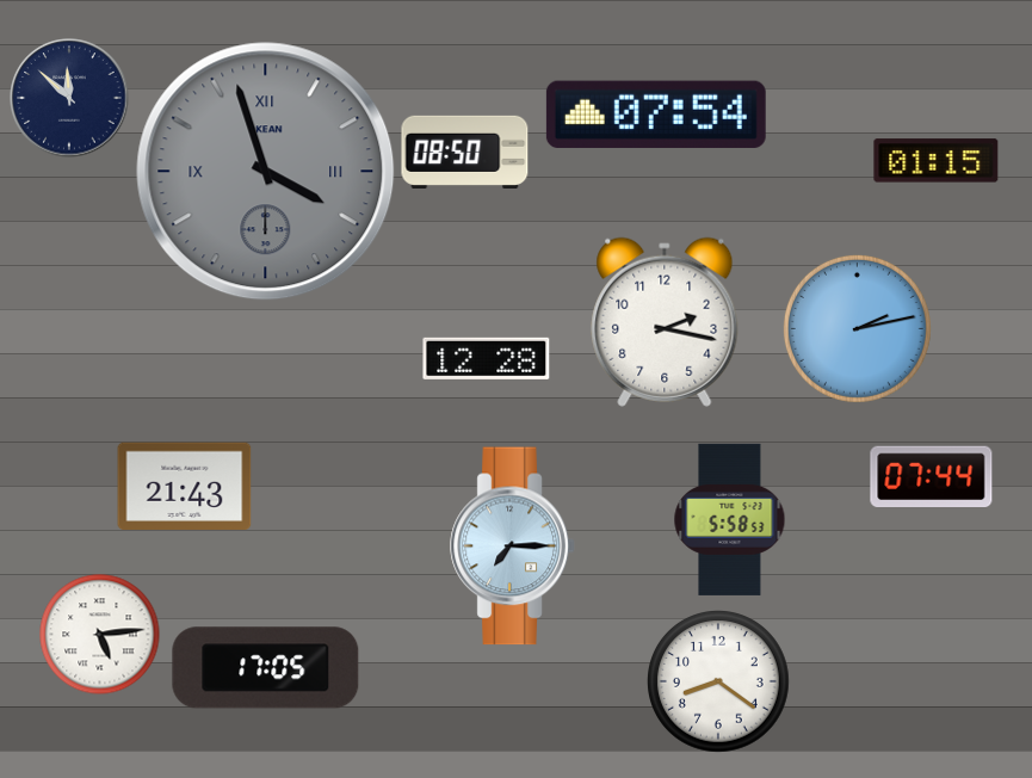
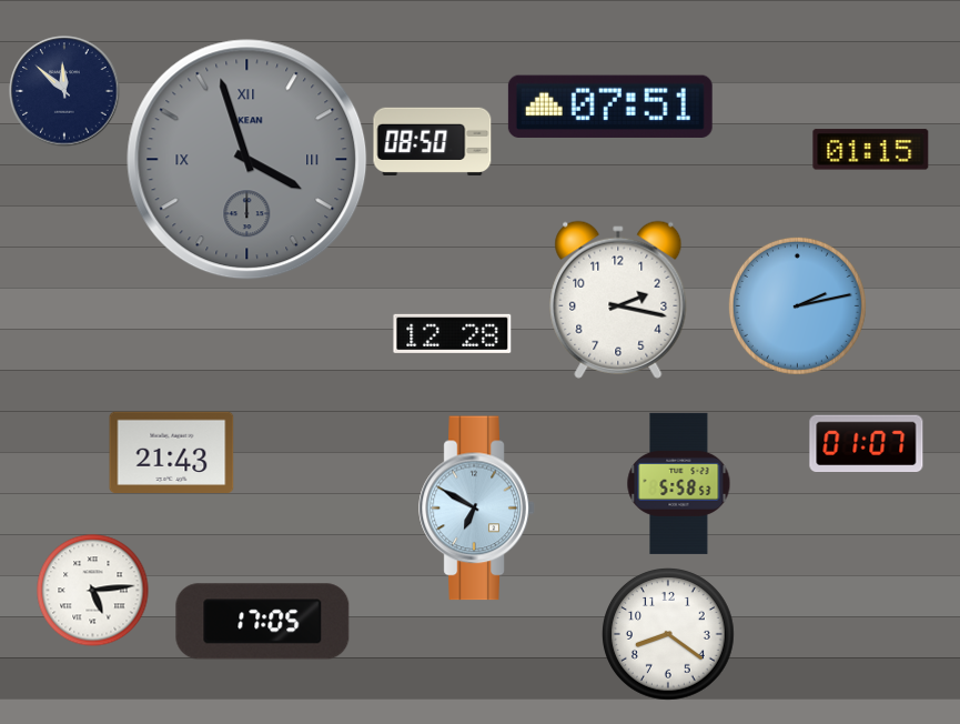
clock at (656, 115): 07:54 -> 07:51
clock at (932, 476): 07:44 -> 01:07
clock at (513, 547): 7:15 -> 6:50
clock at (266, 668) position: (266, 668) -> (263, 622)
